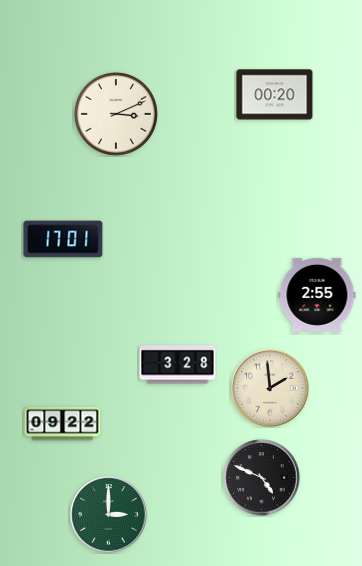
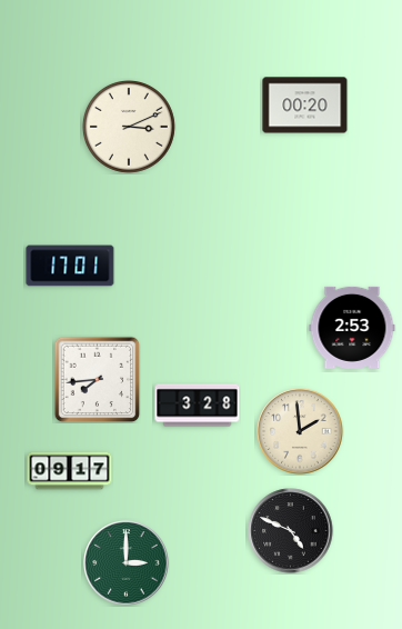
clock at (317, 295): 2:55 -> 2:53
clock at (97, 379): none -> 7:44
clock at (63, 424): 09:22 -> 09:17
clock at (109, 515) position: (109, 515) -> (127, 563)
